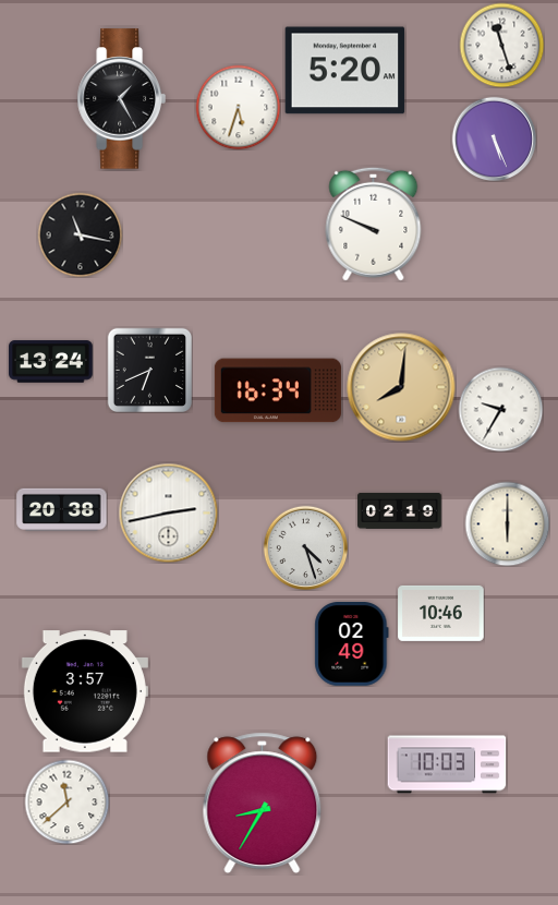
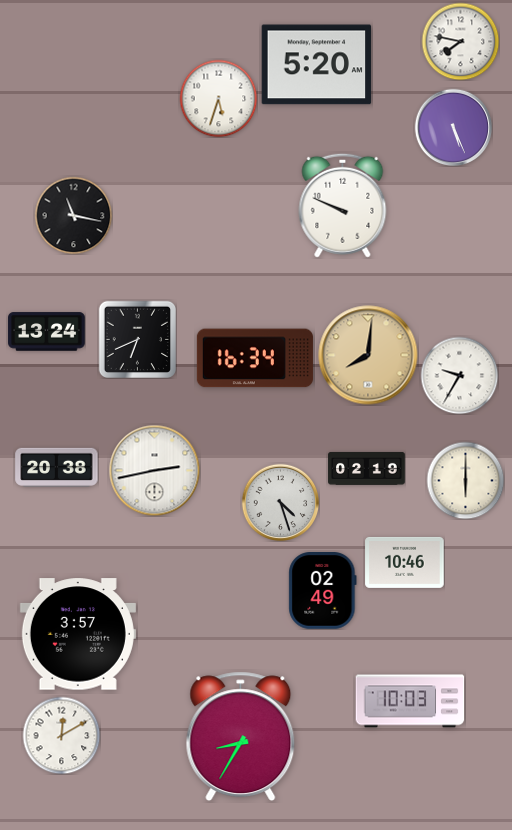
clock at (501, 45): 11:27 -> 7:47
clock at (121, 99): 1:25 -> none
clock at (66, 801): 11:38 -> 12:10
